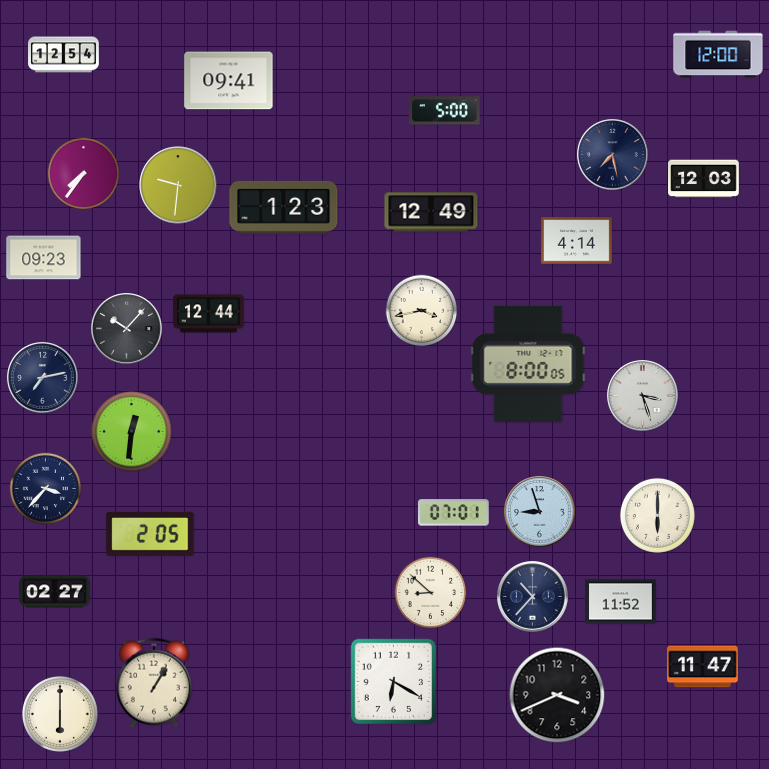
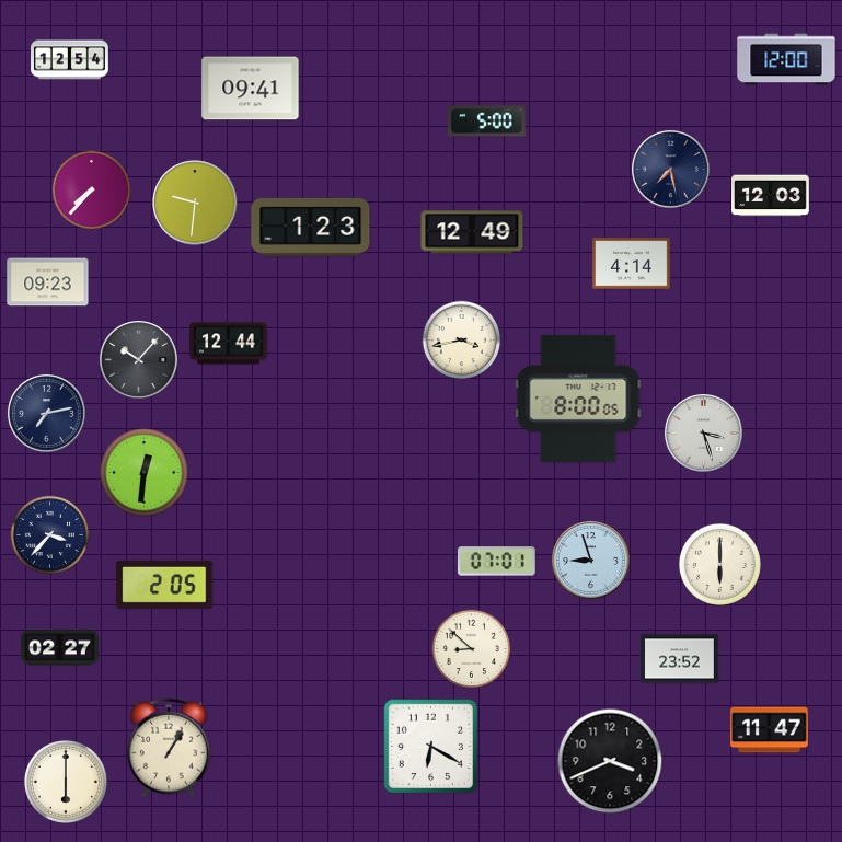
clock at (84, 174): 7:36 -> 7:37
clock at (533, 597): 10:37 -> none
clock at (621, 602): 11:52 -> 23:52
